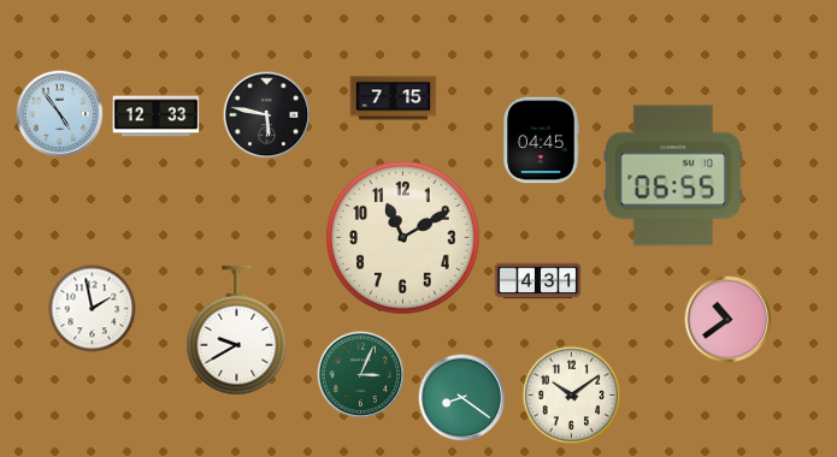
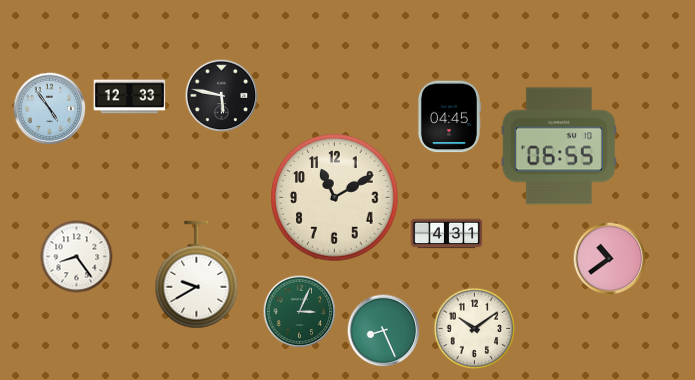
clock at (394, 99): 7:15 -> none
clock at (60, 114) position: (60, 114) -> (50, 109)
clock at (93, 309): 1:58 -> 8:24
clock at (729, 320) position: (729, 320) -> (610, 259)
clock at (462, 398): 8:21 -> 8:26
